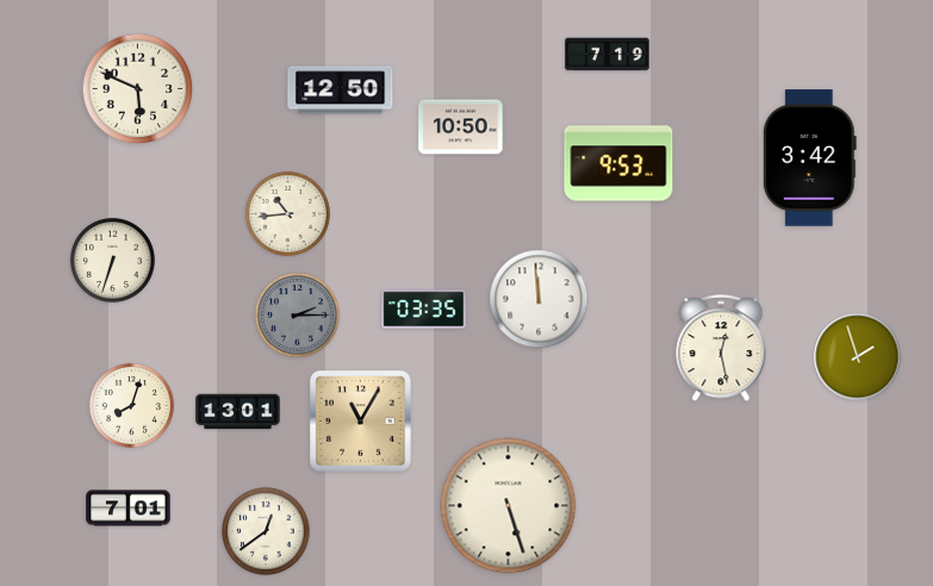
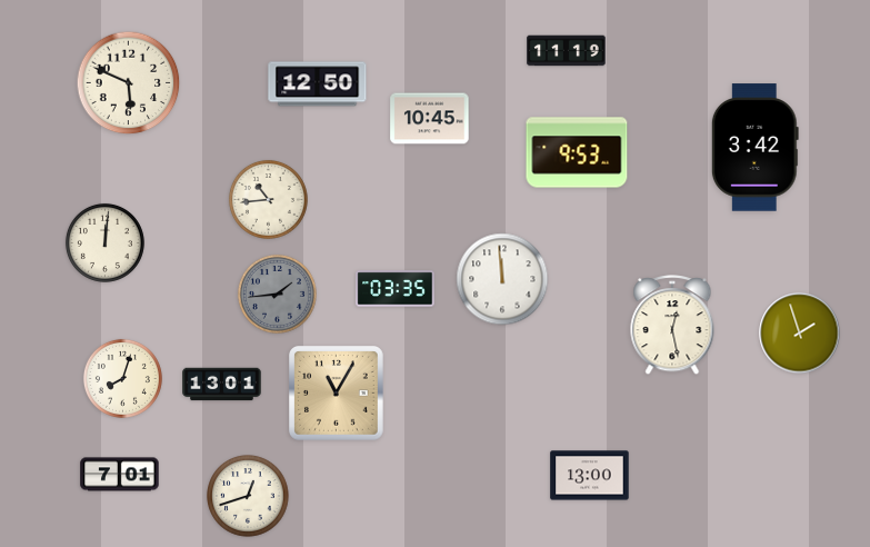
clock at (608, 55): 7:19 -> 11:19
clock at (461, 127): 10:50 -> 10:45
clock at (112, 260): 6:33 -> 12:01
clock at (297, 314): 2:15 -> 1:44
clock at (509, 506): 5:27 -> none
clock at (590, 476): none -> 13:00
clock at (266, 531): 12:39 -> 12:42
